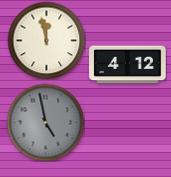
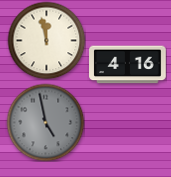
clock at (128, 65): 4:12 -> 4:16
